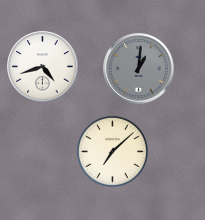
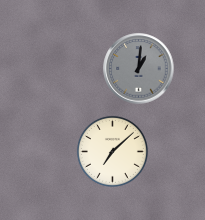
clock at (43, 67): 4:42 -> none
